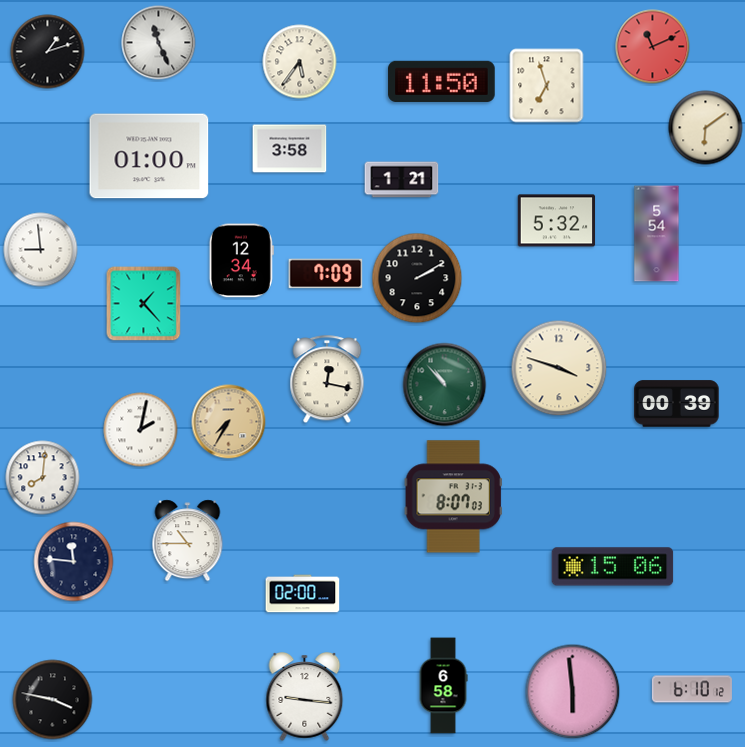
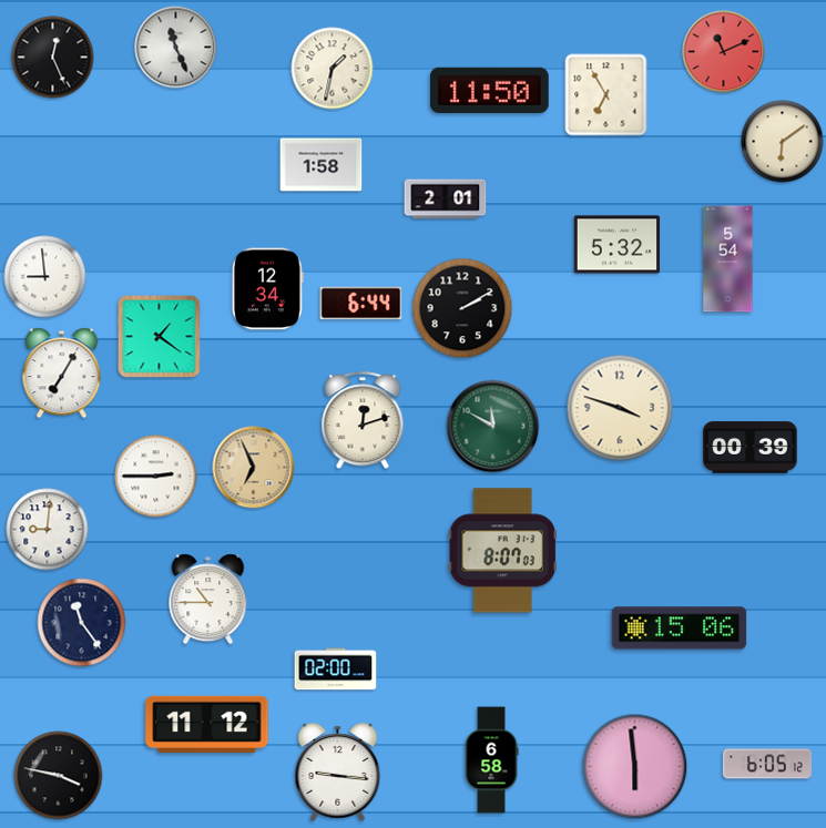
clock at (48, 52): 1:12 -> 12:26
clock at (300, 62): 5:36 -> 1:32
clock at (547, 86): 6:57 -> 6:55
clock at (290, 149): 3:58 -> 1:58
clock at (149, 156): 01:00 -> none
clock at (402, 180): 1:21 -> 2:01
clock at (326, 274): 7:09 -> 6:44
clock at (144, 304): 1:23 -> 1:21
clock at (62, 374): none -> 7:05
clock at (327, 380): 12:17 -> 12:12
clock at (445, 385): 10:53 -> 11:50
clock at (229, 422): 7:35 -> 6:56
clock at (141, 430): 2:02 -> 2:45
clock at (43, 478): 8:01 -> 9:01
clock at (74, 562): 11:46 -> 11:24
clock at (303, 594) position: (303, 594) -> (336, 669)
clock at (207, 724): none -> 11:12
clock at (692, 689): 6:10 -> 6:05
